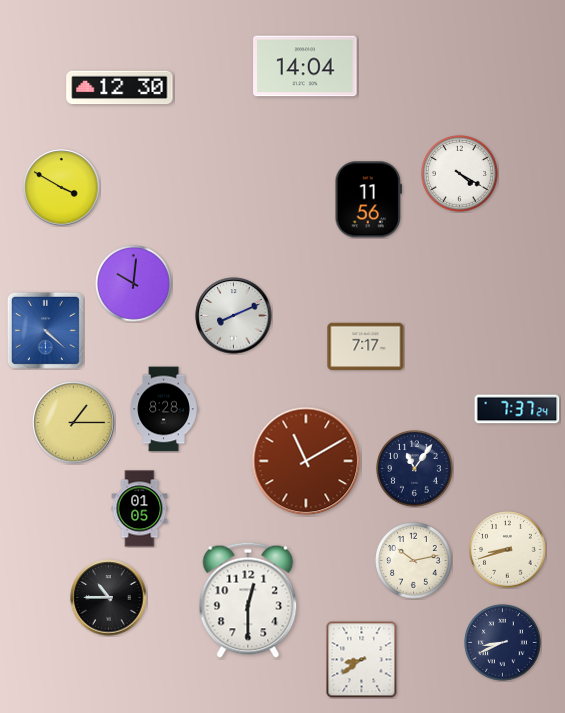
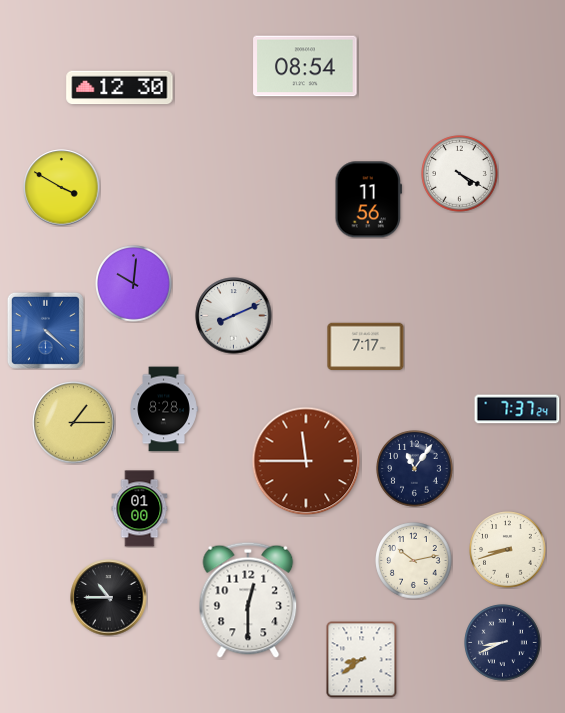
clock at (305, 66): 14:04 -> 08:54
clock at (306, 461): 11:10 -> 11:45
clock at (140, 509): 01:05 -> 01:00
